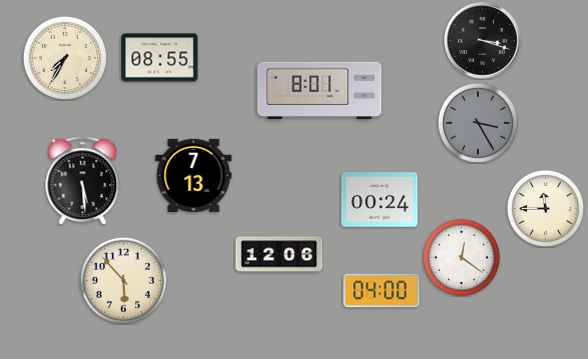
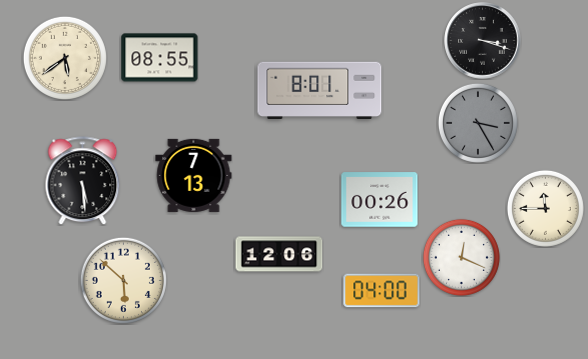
clock at (65, 58): 7:35 -> 5:39
clock at (380, 200): 00:24 -> 00:26
clock at (461, 257): 12:21 -> 12:19
clock at (123, 280): 5:53 -> 5:52
